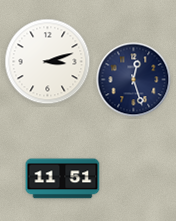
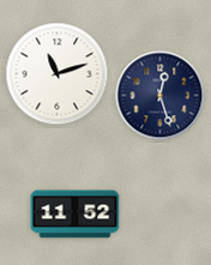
clock at (48, 62): 3:12 -> 11:12
clock at (63, 179): 11:51 -> 11:52
